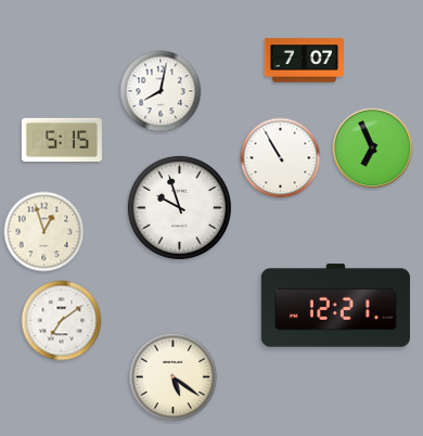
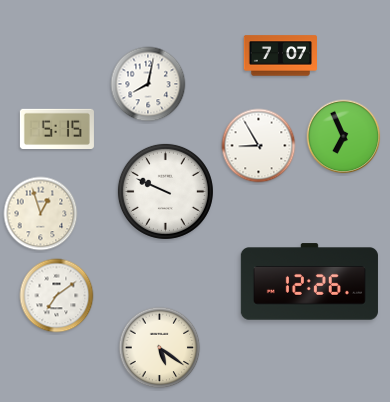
clock at (281, 158): 10:55 -> 8:55
clock at (179, 207): 9:57 -> 9:49
clock at (335, 306): 12:21 -> 12:26
